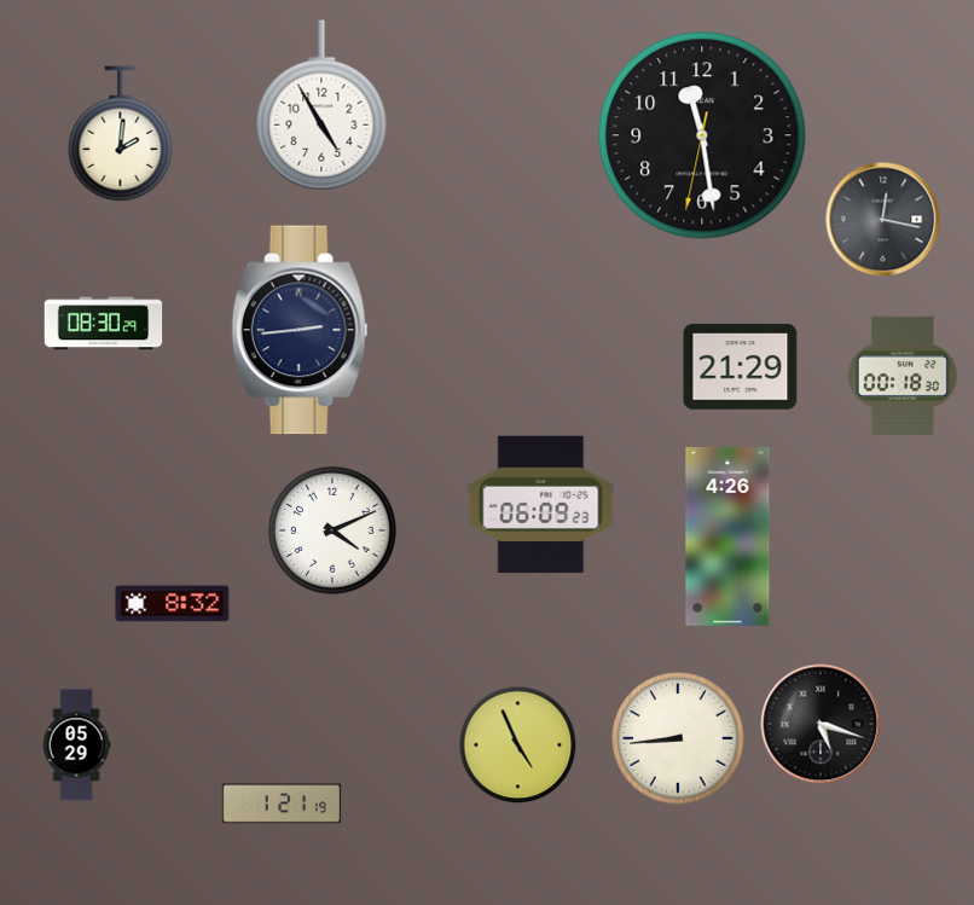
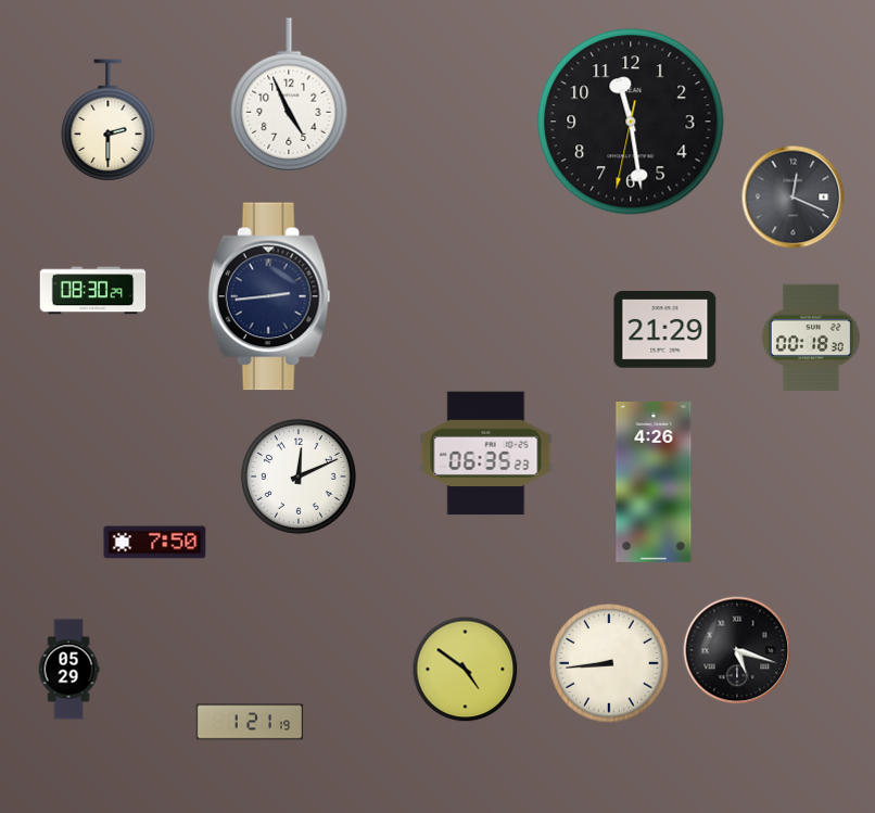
clock at (321, 105): 4:55 -> 4:56
clock at (121, 134): 2:01 -> 2:30
clock at (883, 220): 12:17 -> 12:19
clock at (541, 505): 06:09 -> 06:35
clock at (332, 530): 4:11 -> 12:11
clock at (173, 604): 8:32 -> 7:50
clock at (518, 746): 4:56 -> 4:51
clock at (282, 804) position: (282, 804) -> (250, 722)
